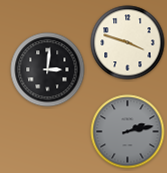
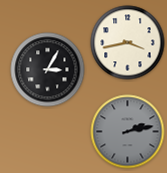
clock at (128, 43): 3:48 -> 3:43
clock at (48, 70): 3:01 -> 3:05
